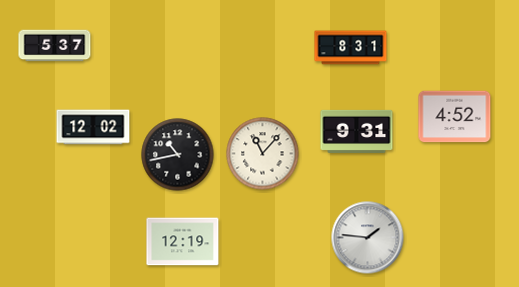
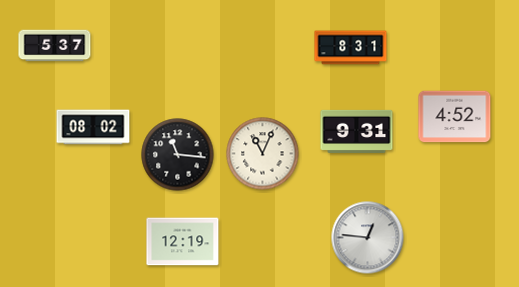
clock at (93, 127): 12:02 -> 08:02
clock at (263, 154): 11:07 -> 11:04
clock at (178, 155): 10:43 -> 11:16
clock at (368, 238): 1:46 -> 12:46
